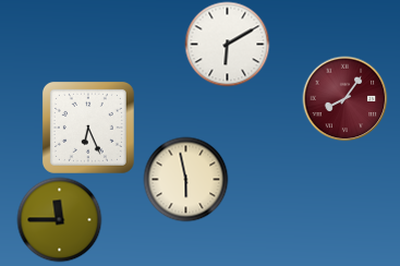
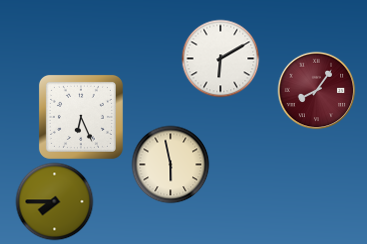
clock at (227, 44) position: (227, 44) -> (220, 58)
clock at (59, 219): 11:45 -> 7:45
